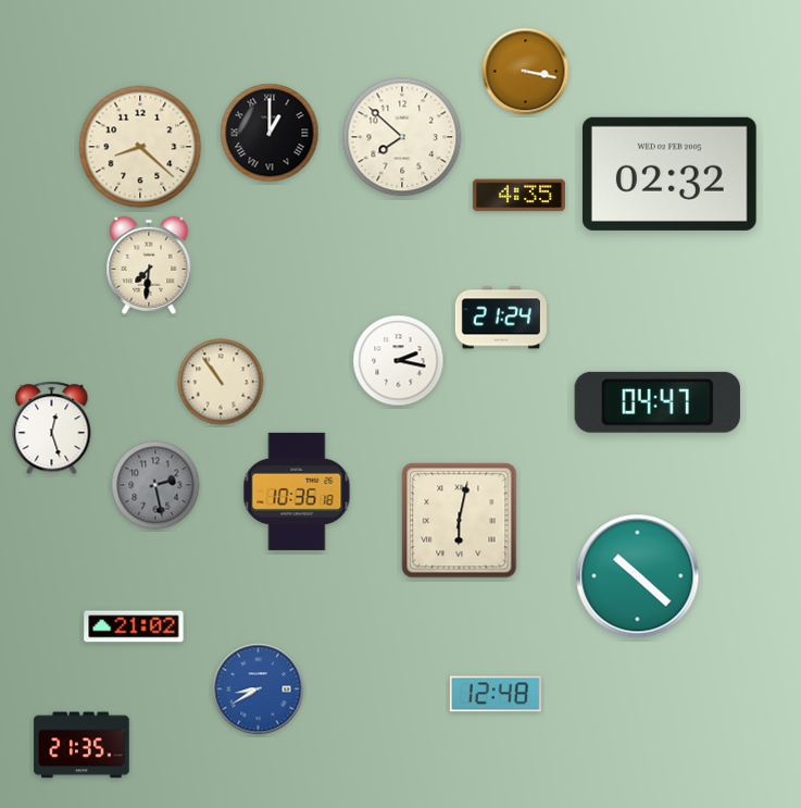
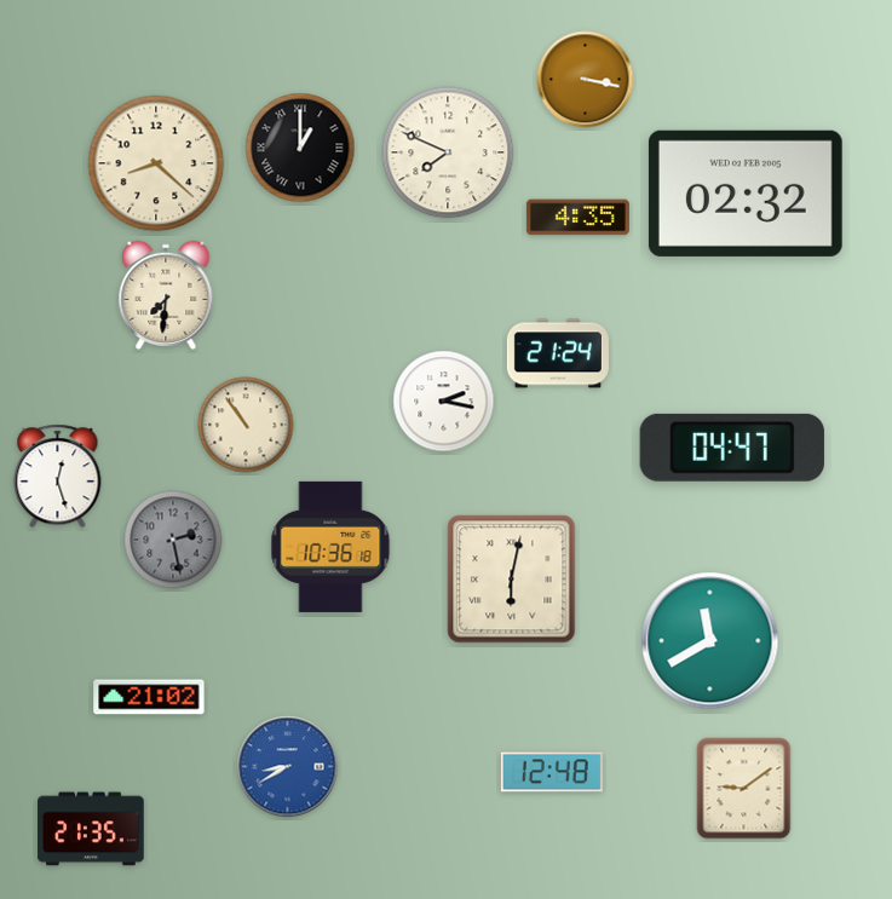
clock at (402, 137): 7:52 -> 7:49
clock at (638, 576): 10:22 -> 11:40
clock at (744, 789): none -> 9:09
